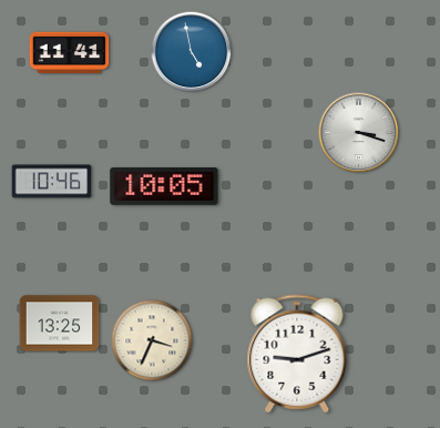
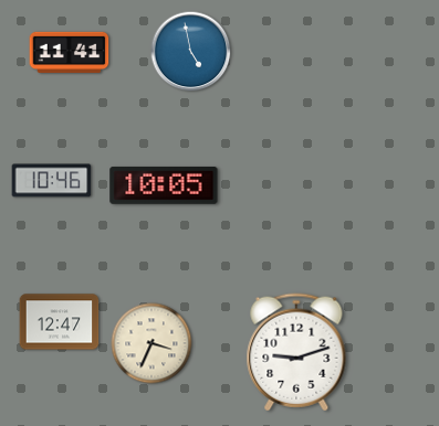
clock at (359, 133): 3:18 -> none
clock at (60, 324): 13:25 -> 12:47
clock at (152, 340) position: (152, 340) -> (151, 343)
